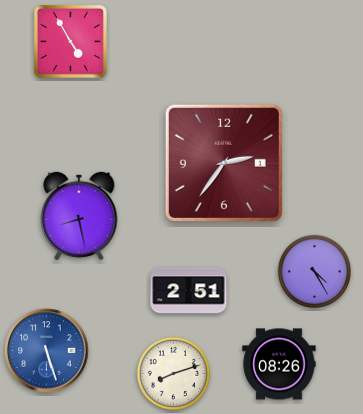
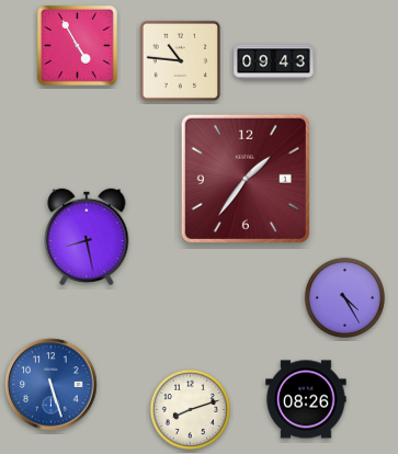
clock at (181, 61): none -> 10:46
clock at (274, 63): none -> 09:43
clock at (224, 163): 2:36 -> 1:36
clock at (189, 291): 2:51 -> none
